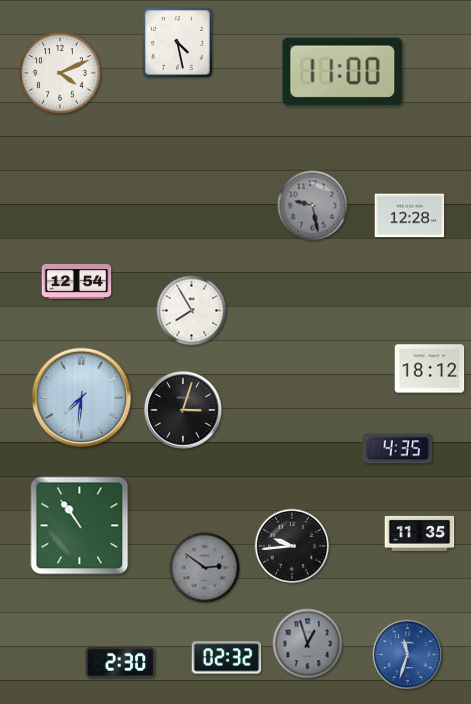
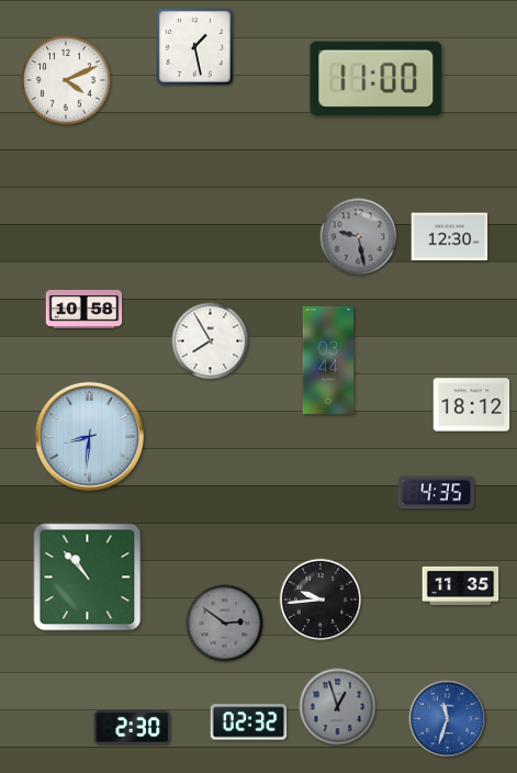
clock at (177, 42): 4:28 -> 1:28
clock at (313, 206) position: (313, 206) -> (359, 237)
clock at (410, 216): 12:28 -> 12:30
clock at (77, 281): 12:54 -> 10:58
clock at (328, 360): none -> 03:44
clock at (81, 397): 7:31 -> 8:31
clock at (183, 410): 3:03 -> none
clock at (80, 526): 10:54 -> 10:53
